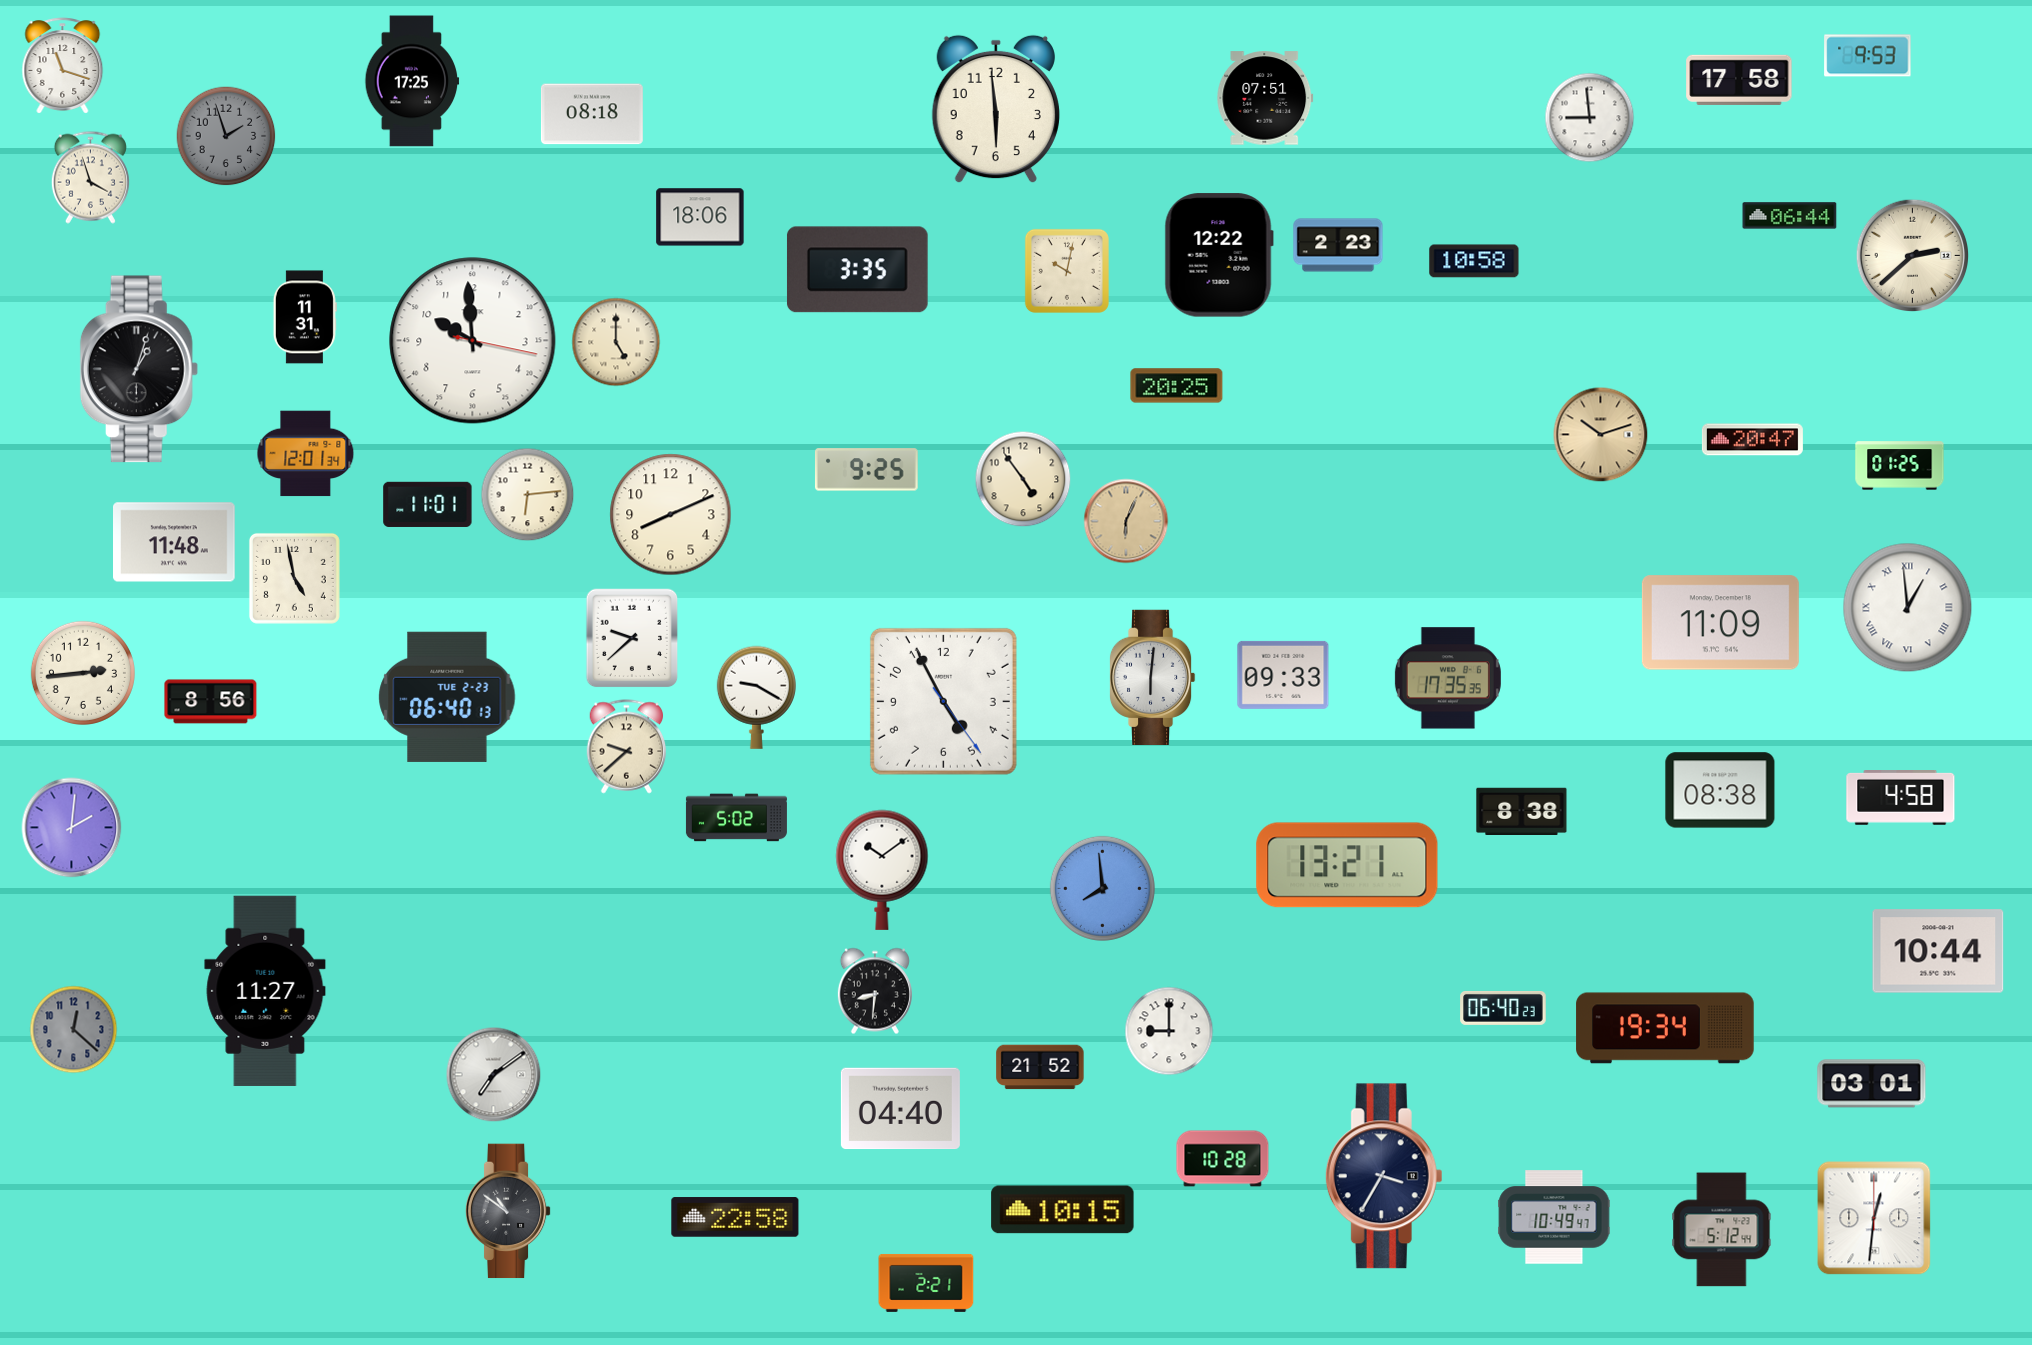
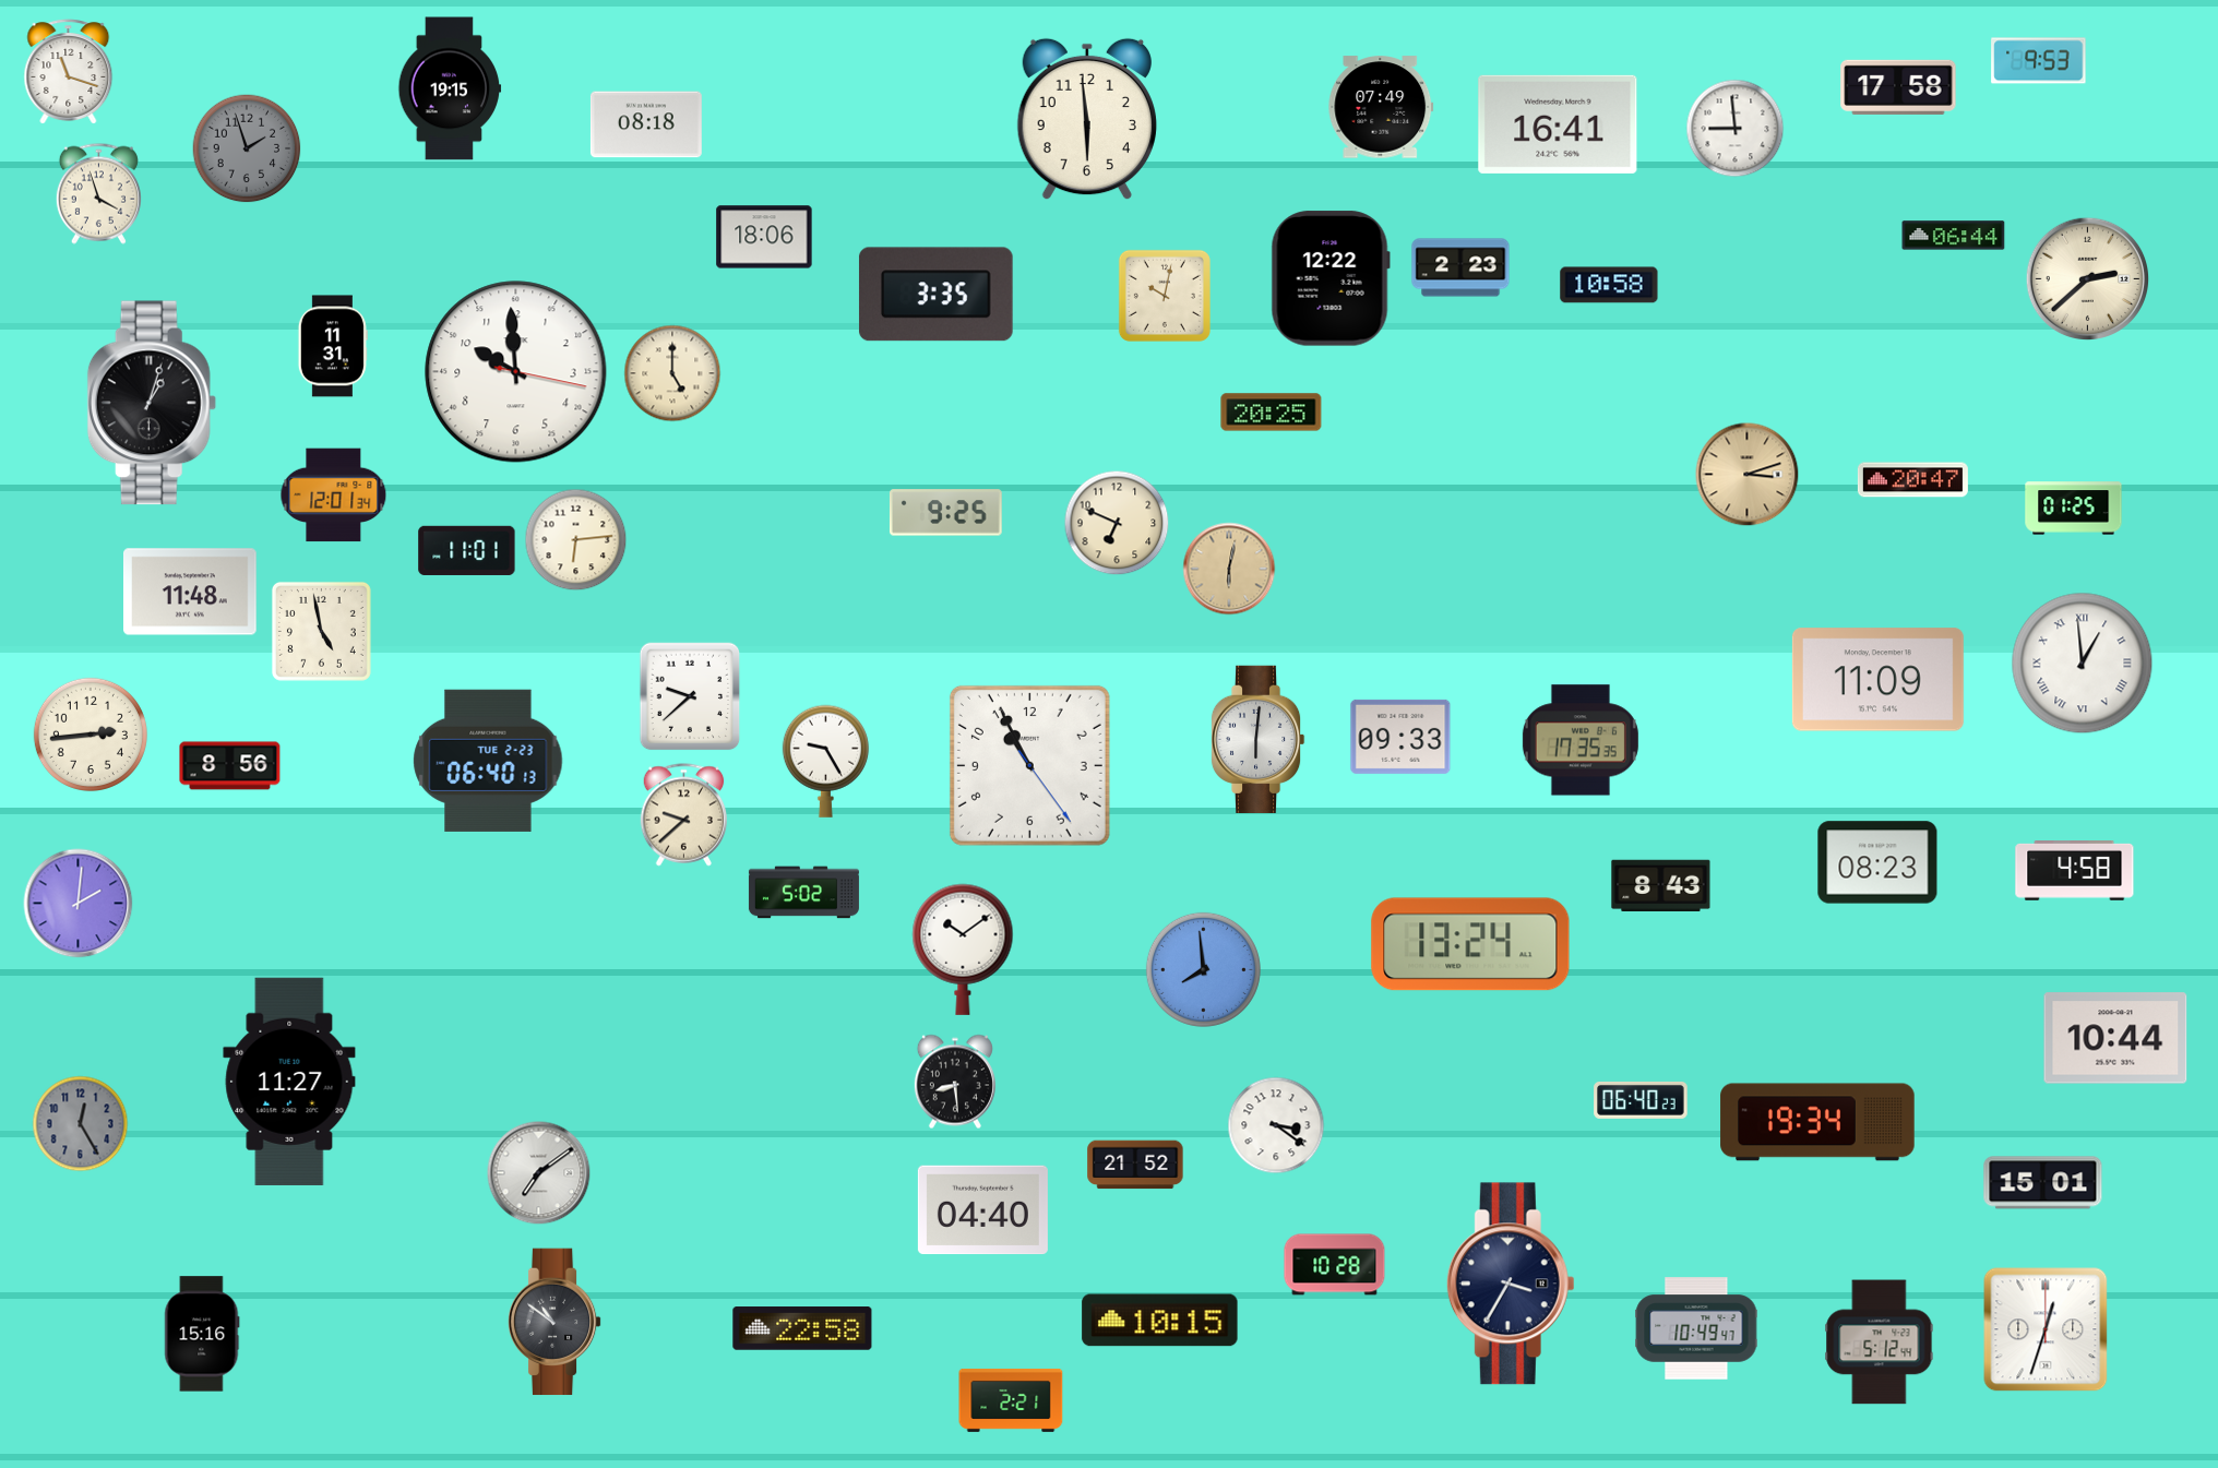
clock at (412, 81): 17:25 -> 19:15
clock at (1265, 98): 07:51 -> 07:49
clock at (1558, 124): none -> 16:41
clock at (1177, 386) position: (1177, 386) -> (1272, 413)
clock at (1601, 435): 10:12 -> 3:12
clock at (1023, 479): 4:54 -> 6:49
clock at (671, 515): 8:11 -> none
clock at (1126, 521): 6:04 -> 6:02
clock at (756, 697): 9:20 -> 9:25
clock at (943, 701): 4:55 -> 10:55
clock at (1720, 790): 08:38 -> 08:23
clock at (1522, 812): 8:38 -> 8:43
clock at (1347, 865): 13:21 -> 13:24
clock at (875, 991): 8:31 -> 8:29
clock at (74, 1030): 12:22 -> 12:25
clock at (1169, 1031): 9:00 -> 3:21
clock at (1872, 1084): 03:01 -> 15:01
clock at (1874, 1218): 12:31 -> 12:33
clock at (202, 1334): none -> 15:16
